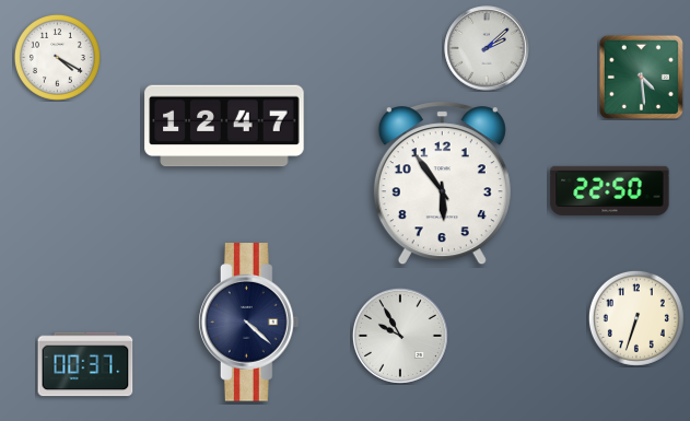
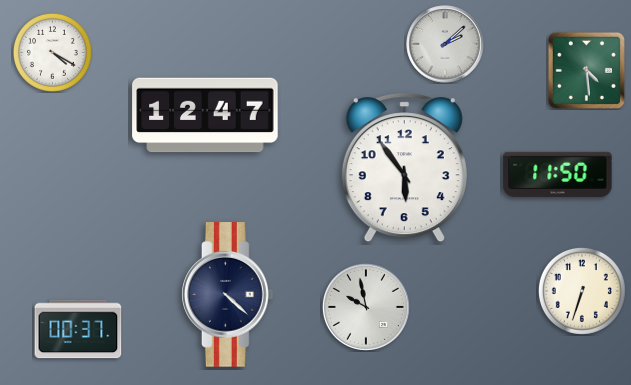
clock at (610, 190): 22:50 -> 11:50
clock at (400, 336): 9:55 -> 9:58
clock at (85, 364) position: (85, 364) -> (78, 329)
